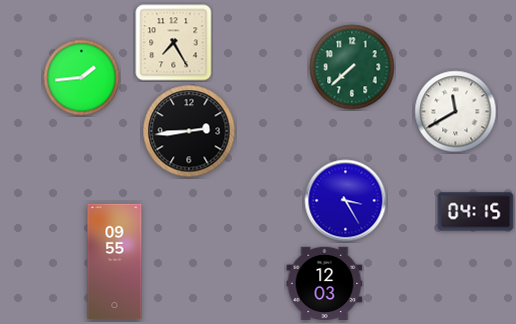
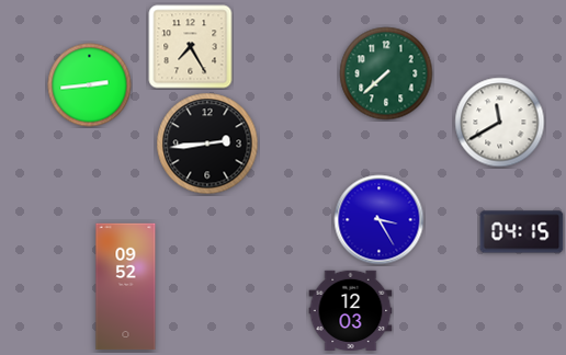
clock at (82, 78): 1:44 -> 2:44
clock at (115, 262): 09:55 -> 09:52
clock at (325, 283) position: (325, 283) -> (351, 310)
